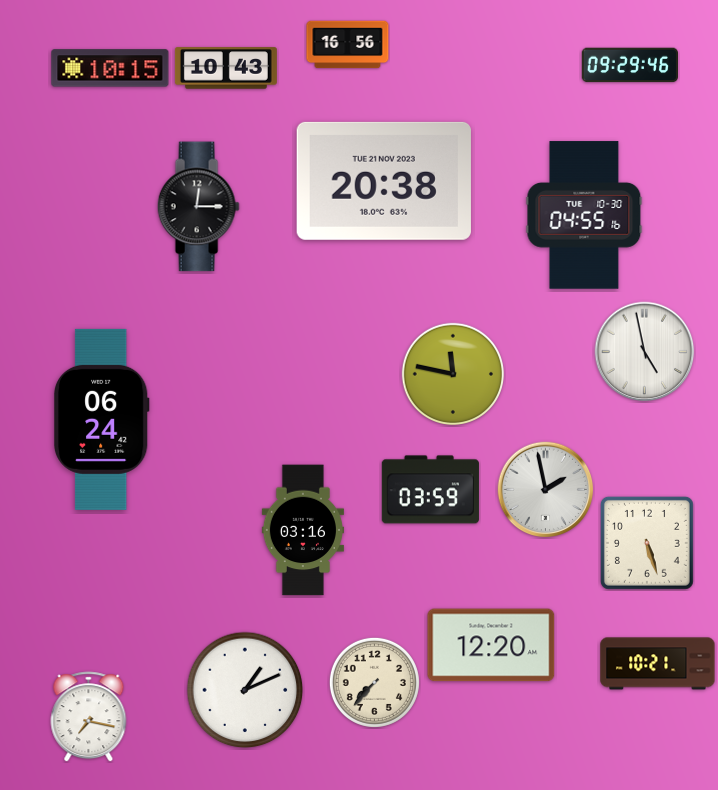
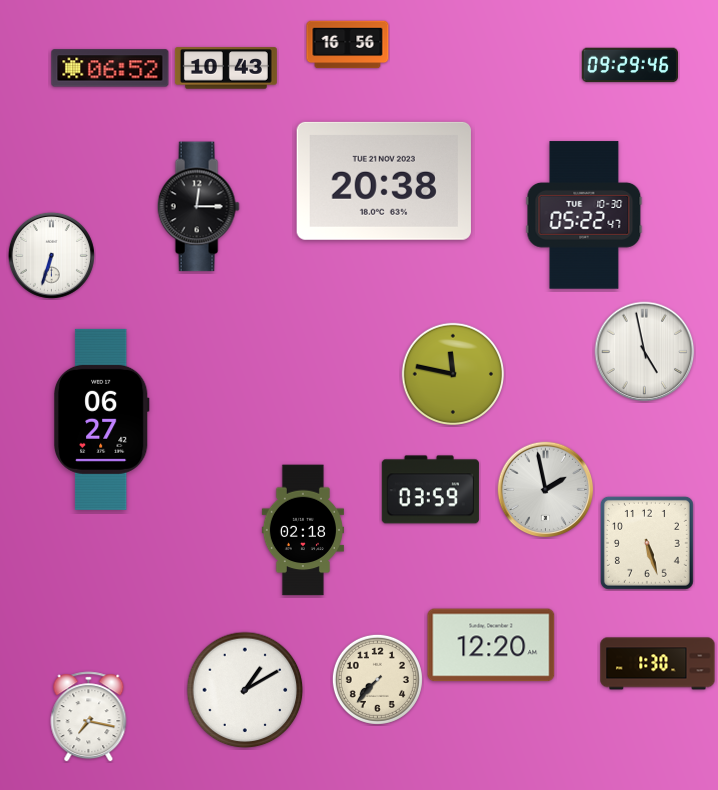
clock at (110, 68): 10:15 -> 06:52
clock at (584, 215): 04:55 -> 05:22
clock at (51, 255): none -> 6:33
clock at (101, 419): 06:24 -> 06:27
clock at (303, 530): 03:16 -> 02:18
clock at (658, 664): 10:21 -> 1:30
clock at (374, 682) position: (374, 682) -> (377, 679)
clock at (245, 690): 1:11 -> 1:10
